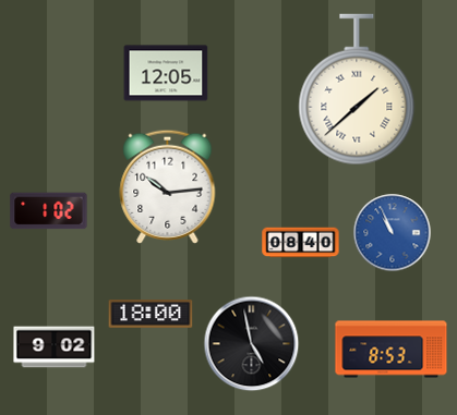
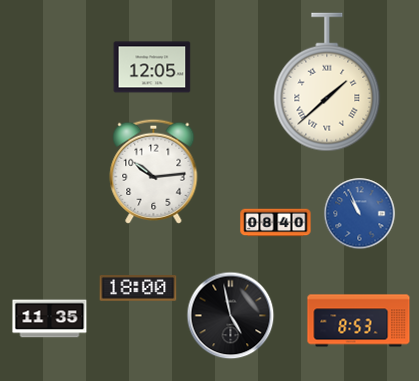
clock at (49, 211): 1:02 -> none
clock at (55, 347): 9:02 -> 11:35
